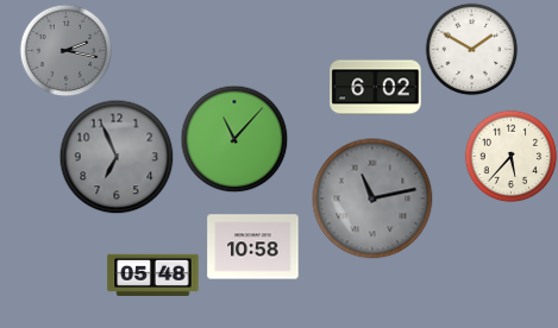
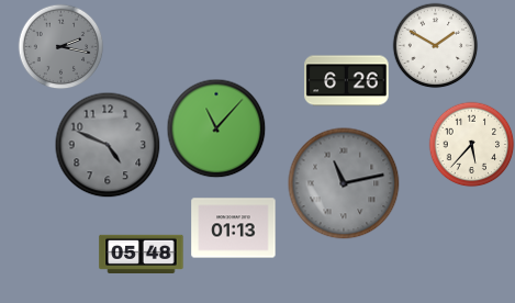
clock at (376, 88): 6:02 -> 6:26
clock at (117, 157): 6:56 -> 4:49
clock at (253, 247): 10:58 -> 01:13
